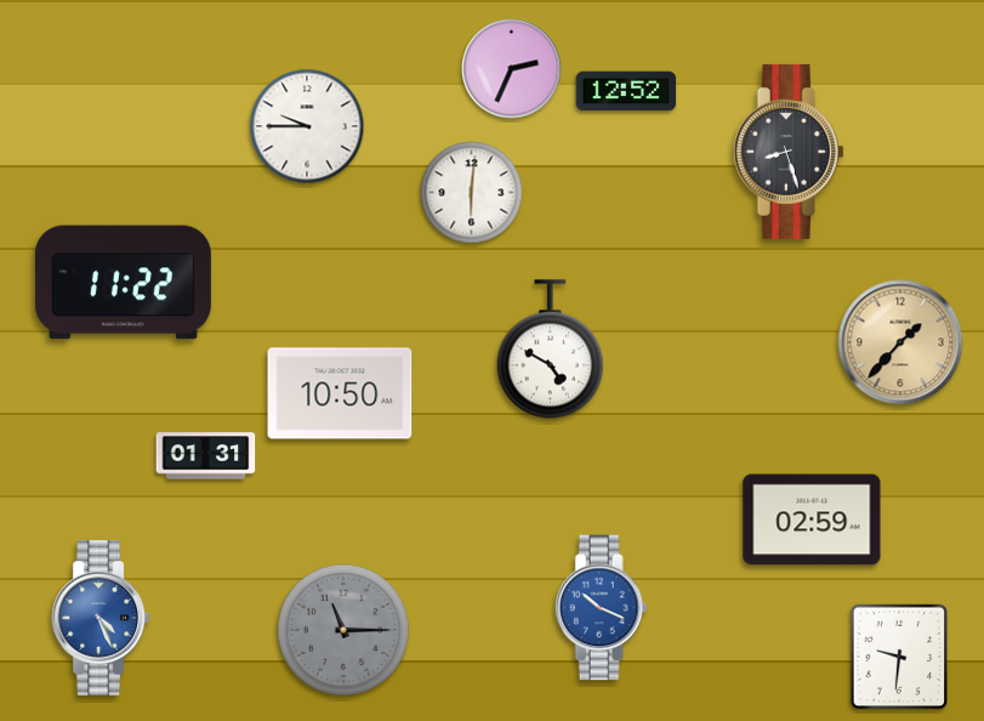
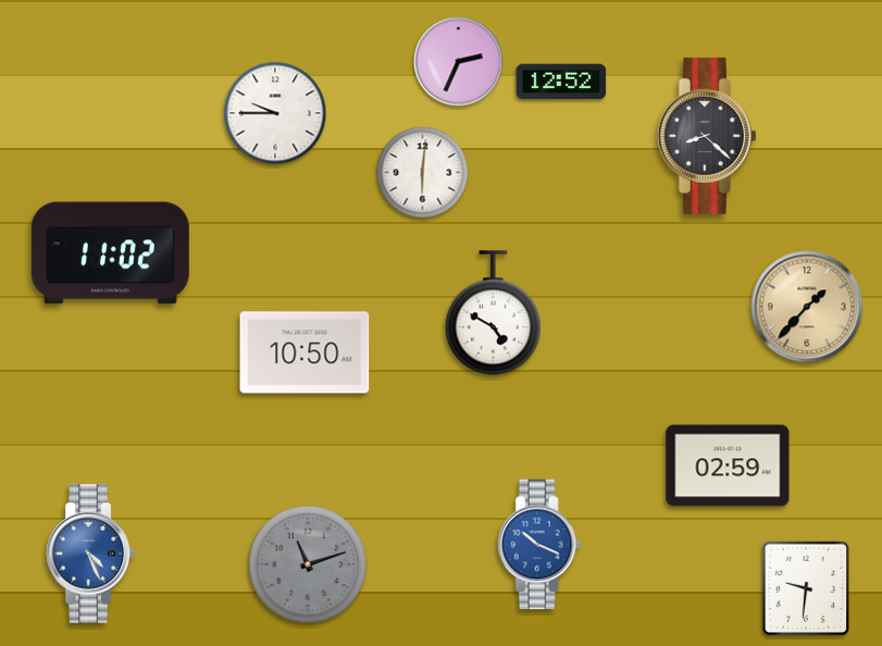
clock at (789, 152): 8:27 -> 8:22
clock at (123, 283): 11:22 -> 11:02
clock at (206, 456): 01:31 -> none
clock at (343, 630): 11:15 -> 11:12
